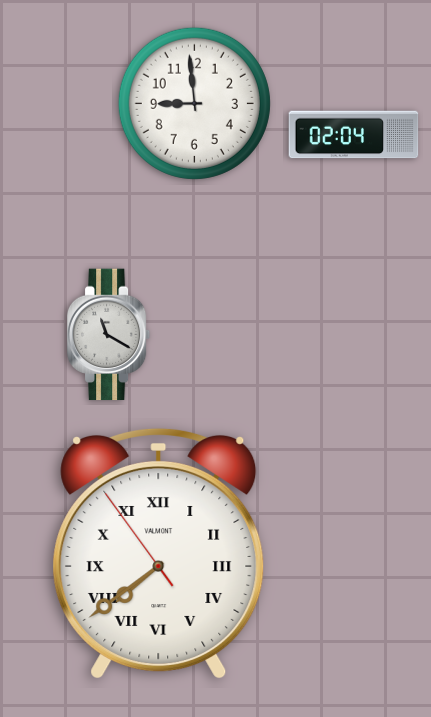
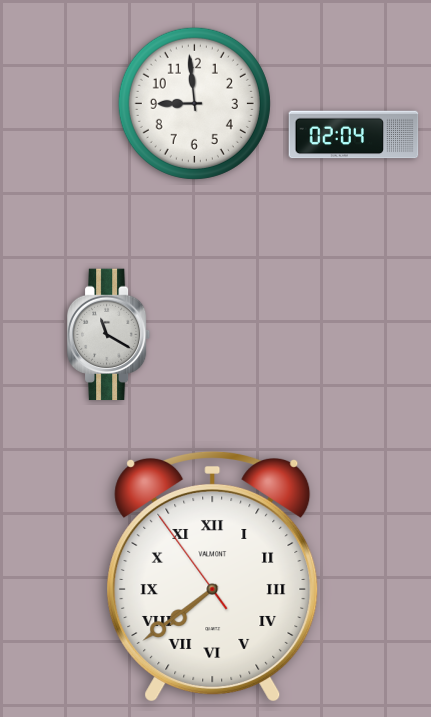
clock at (159, 553) position: (159, 553) -> (213, 576)
